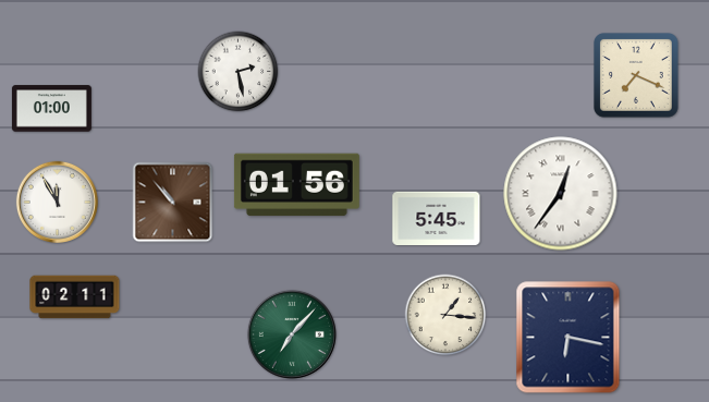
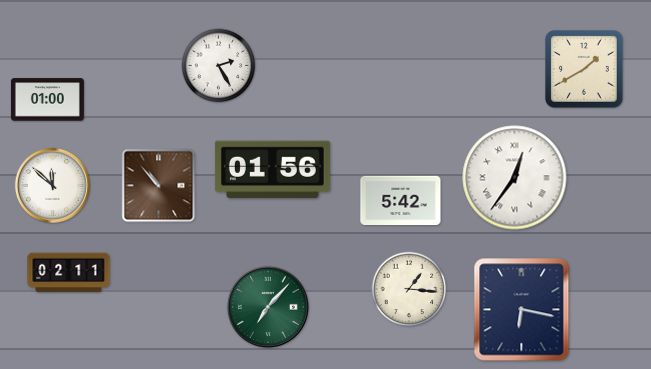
clock at (239, 72): 2:28 -> 2:25
clock at (637, 76): 7:19 -> 1:40
clock at (57, 202): 11:55 -> 11:52
clock at (437, 219): 5:45 -> 5:42
